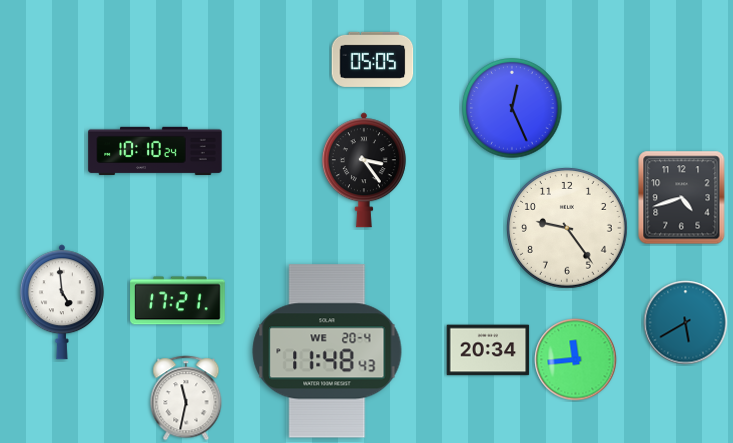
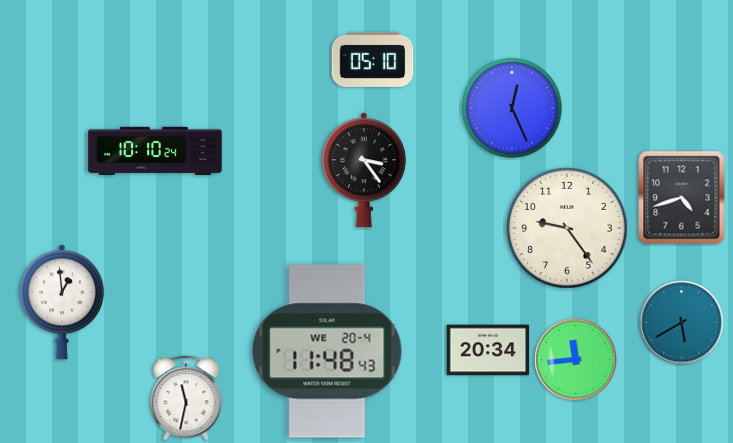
clock at (373, 59): 05:05 -> 05:10
clock at (178, 301): 17:21 -> none
clock at (62, 302): 4:59 -> 12:59
clock at (686, 323) position: (686, 323) -> (682, 323)
